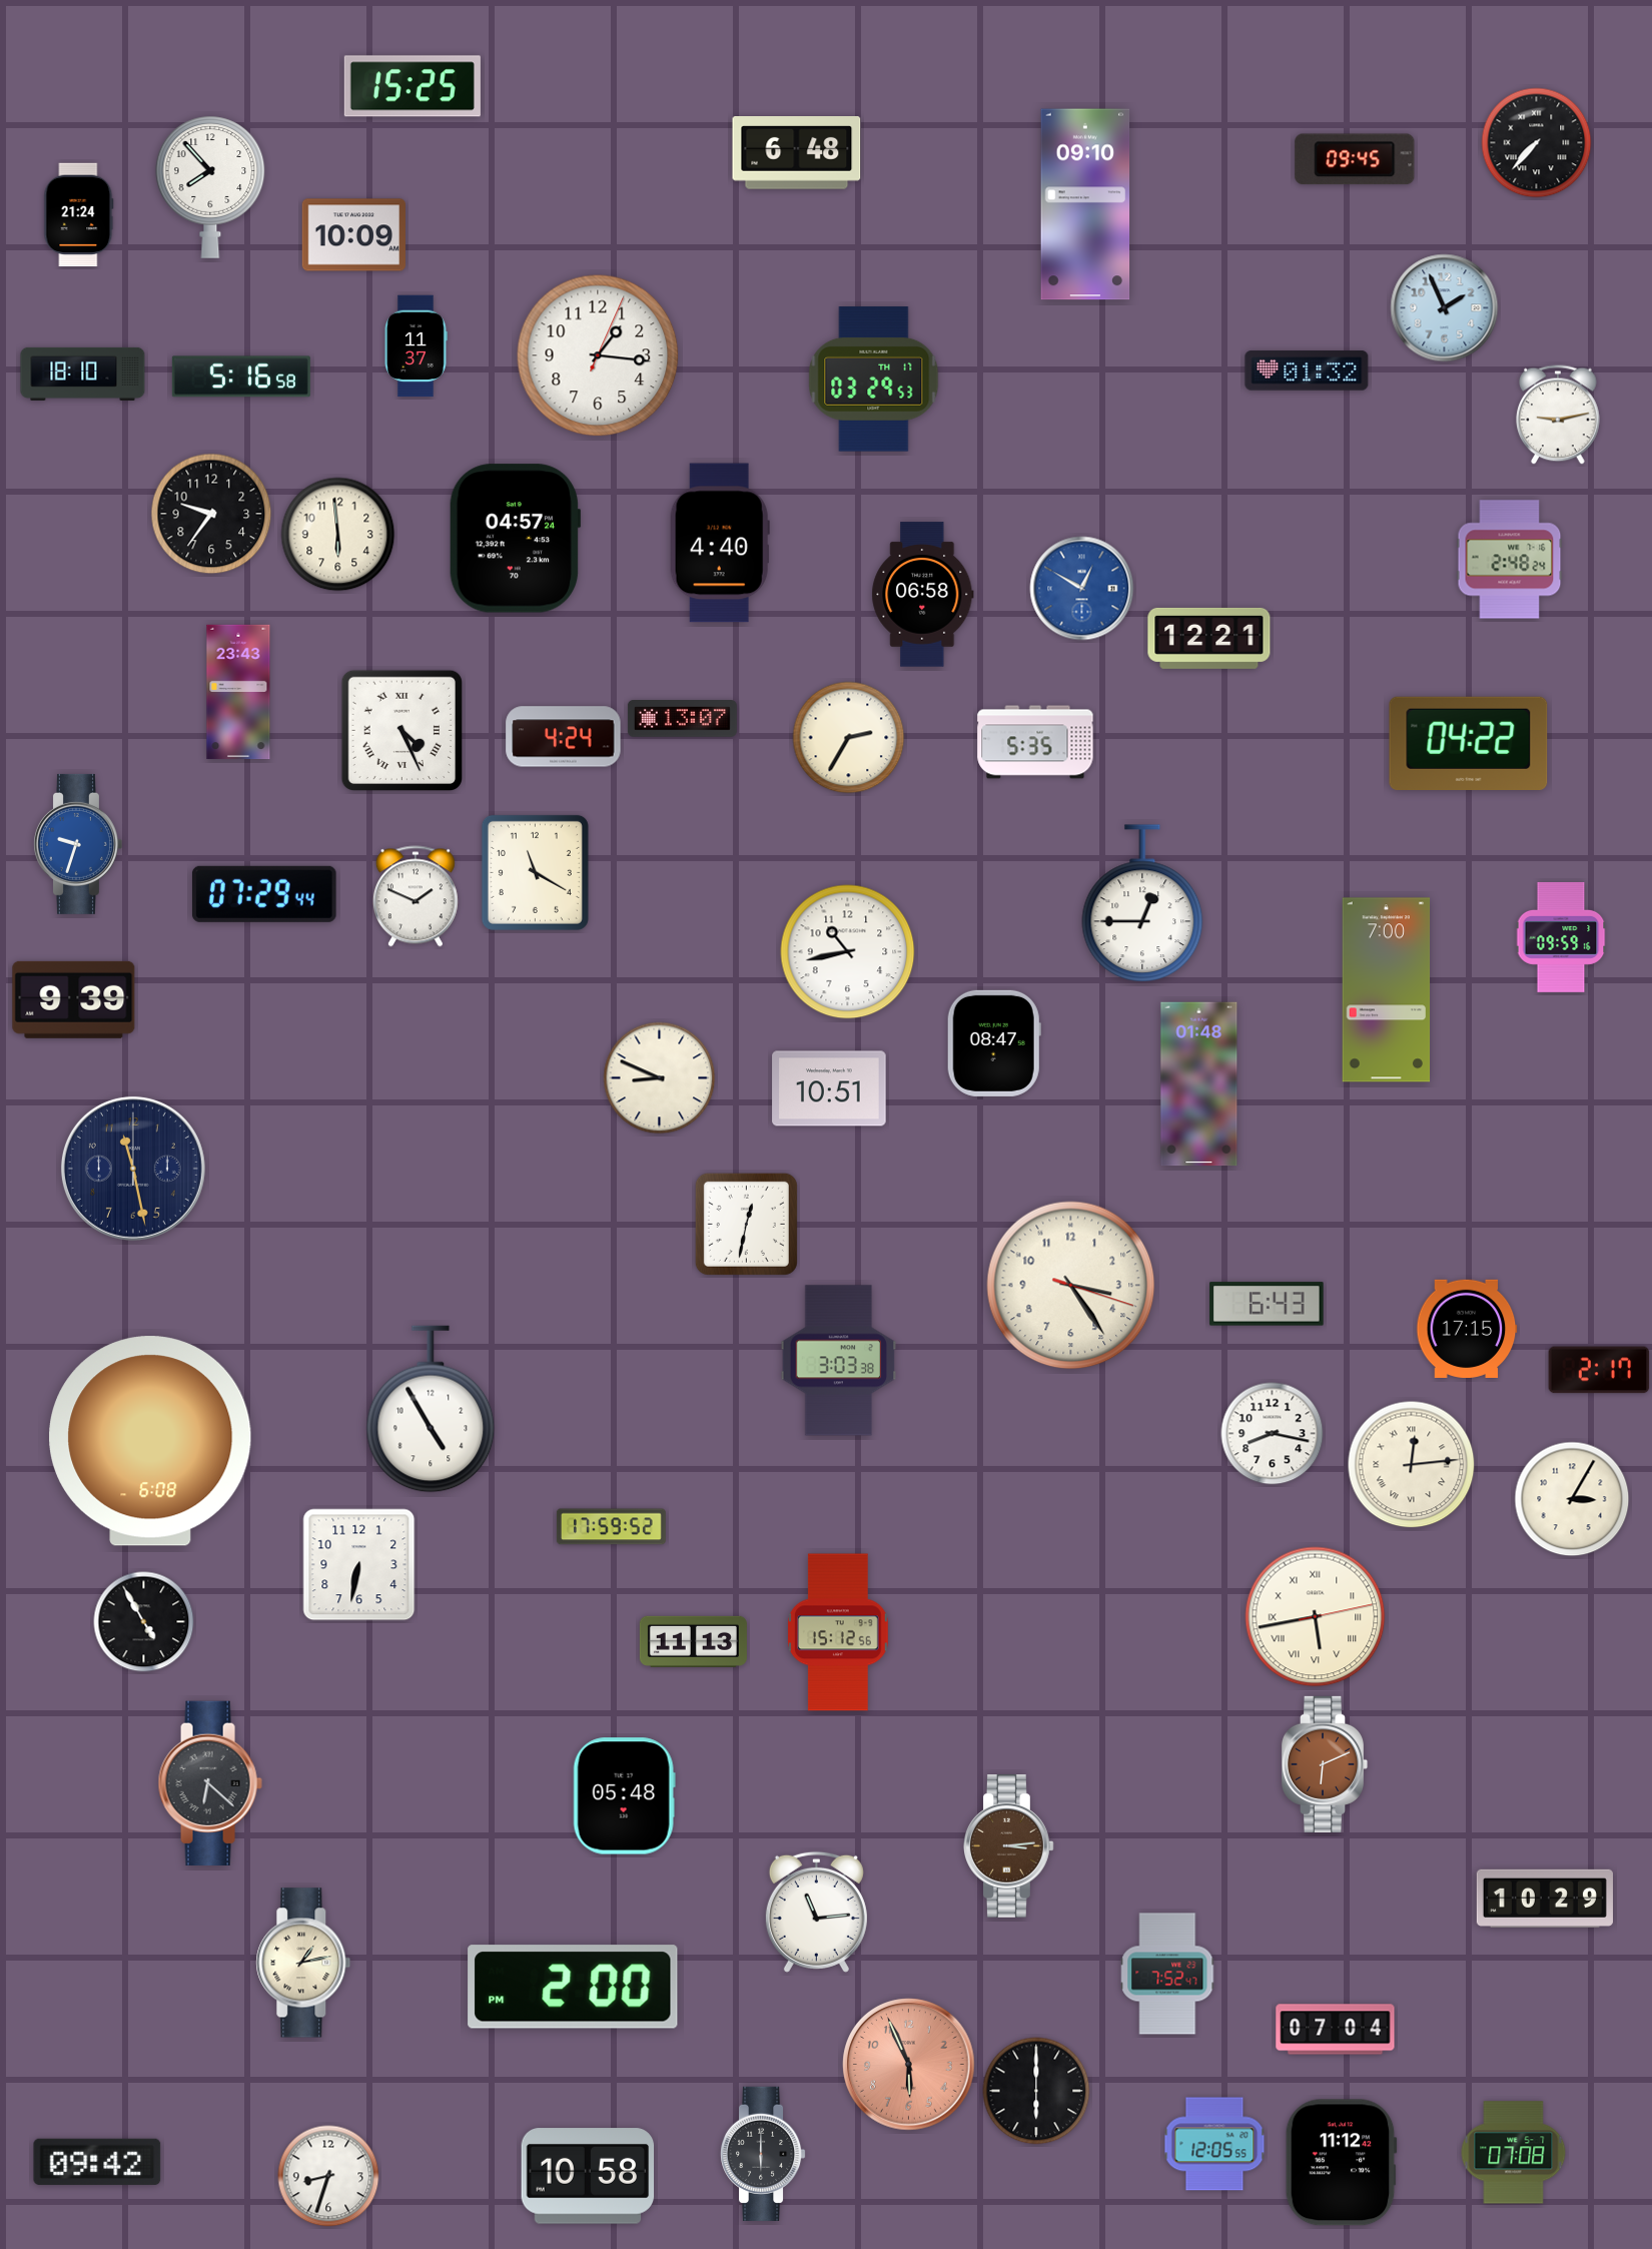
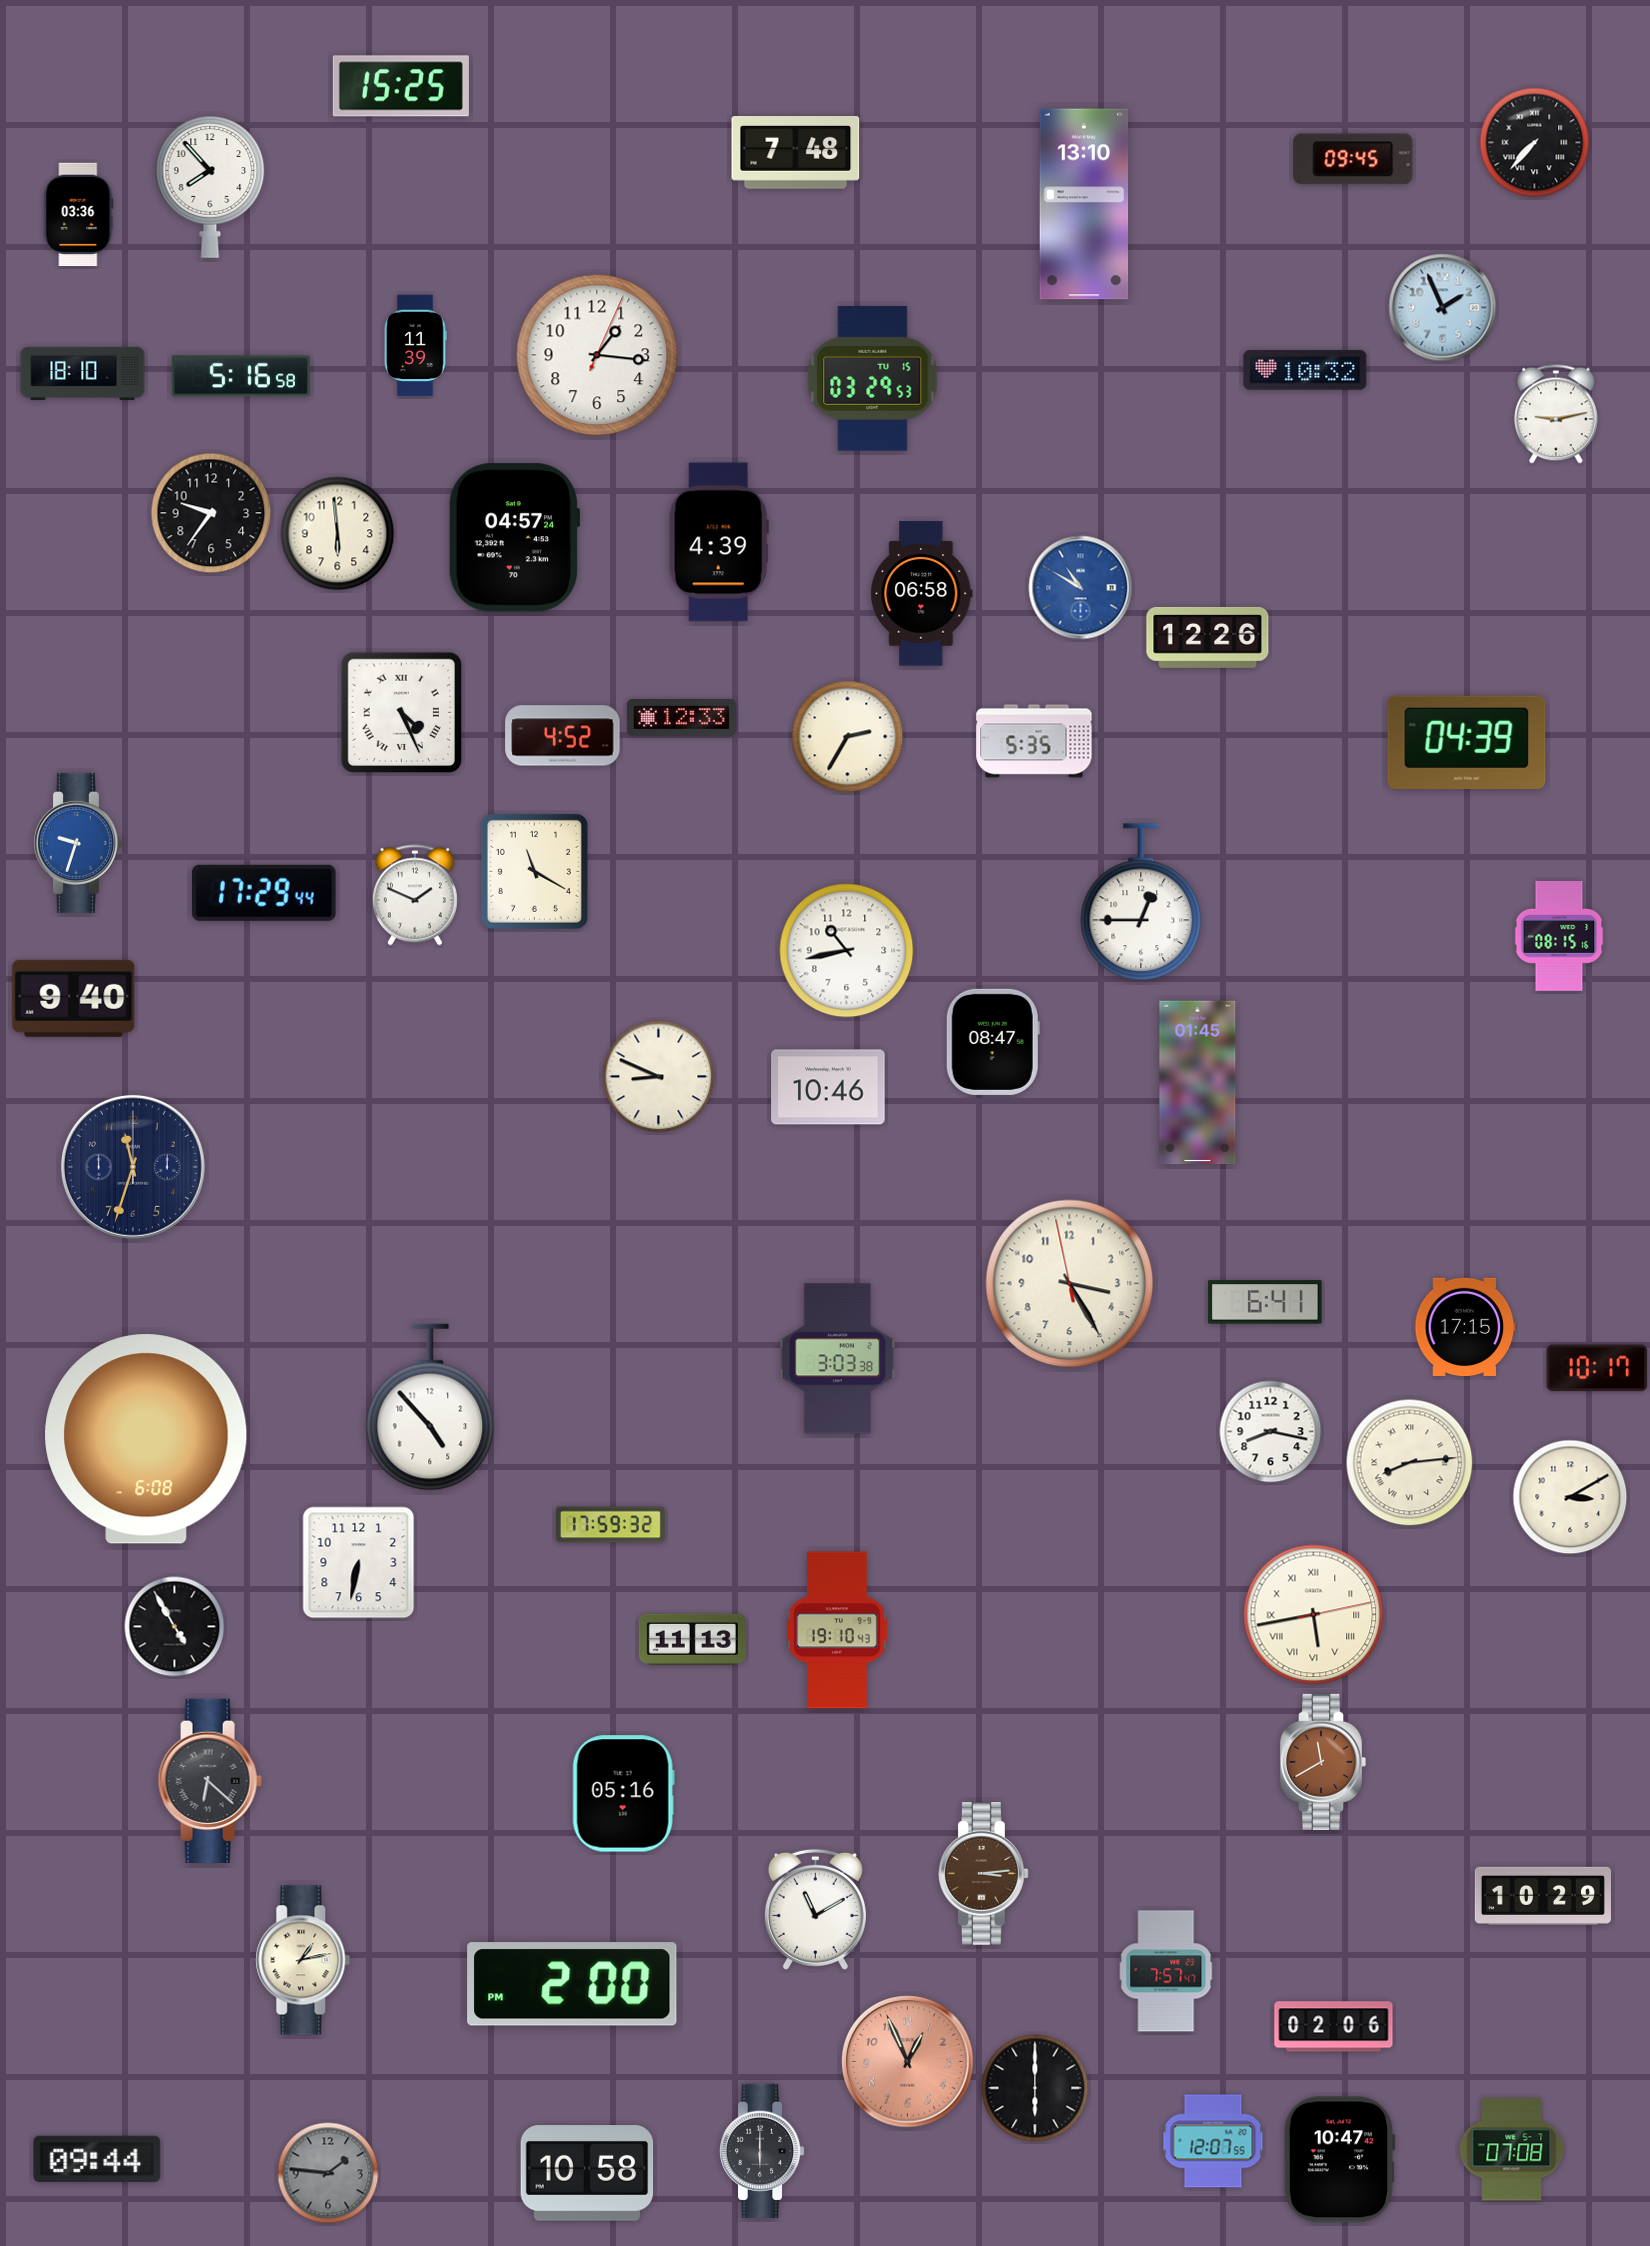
clock at (412, 86) position: (412, 86) -> (401, 86)
clock at (797, 153): 6:48 -> 7:48
clock at (1085, 204): 09:10 -> 13:10
clock at (79, 215): 21:24 -> 03:36
clock at (354, 235): 10:09 -> none
clock at (416, 346): 11:37 -> 11:39
clock at (1307, 370): 01:32 -> 10:32
clock at (874, 380) date: TH 17 -> TU 15
clock at (720, 543): 4:40 -> 4:39
clock at (1510, 560): 2:48 -> none
clock at (1082, 589): 12:50 -> 10:50
clock at (1209, 638): 12:21 -> 12:26
clock at (238, 692): 23:43 -> none
clock at (682, 719): 13:07 -> 12:33
clock at (401, 730) position: (401, 730) -> (401, 712)
clock at (564, 737): 4:24 -> 4:52
clock at (1469, 743): 04:22 -> 04:39
clock at (264, 894): 07:29 -> 17:29
clock at (1561, 937): 09:59 -> 08:15
clock at (1387, 990): 7:00 -> none
clock at (74, 999): 9:39 -> 9:40
clock at (1199, 1084): 01:48 -> 01:45
clock at (829, 1088): 10:51 -> 10:46
clock at (133, 1169): 11:28 -> 11:33
clock at (746, 1224): 12:32 -> none
clock at (1071, 1286): 3:24:18 -> 3:24:58
clock at (1267, 1304): 6:43 -> 6:41
clock at (1599, 1370): 2:17 -> 10:17
clock at (431, 1409): 4:55 -> 4:53
clock at (150, 1441) position: (150, 1441) -> (146, 1439)
clock at (1412, 1465): 12:14 -> 8:14
clock at (1572, 1499): 3:05 -> 3:10
clock at (611, 1527): 17:59:52 -> 17:59:32
clock at (144, 1622) position: (144, 1622) -> (175, 1627)
clock at (838, 1632): 15:12 -> 19:10
clock at (1325, 1764): 6:11 -> 11:40
clock at (624, 1796): 05:48 -> 05:16
clock at (1009, 1846) position: (1009, 1846) -> (984, 1874)
clock at (816, 1912): 11:14 -> 11:10
clock at (1168, 1974): 7:52 -> 7:57
clock at (1336, 2030): 07:04 -> 02:06
clock at (909, 2065): 5:56 -> 12:56
clock at (1214, 2144): 12:05 -> 12:07
clock at (97, 2162): 09:42 -> 09:44
clock at (1341, 2163): 11:12 -> 10:47
clock at (328, 2176): 8:33 -> 1:46
clock at (328, 2176) dial: white -> grey
